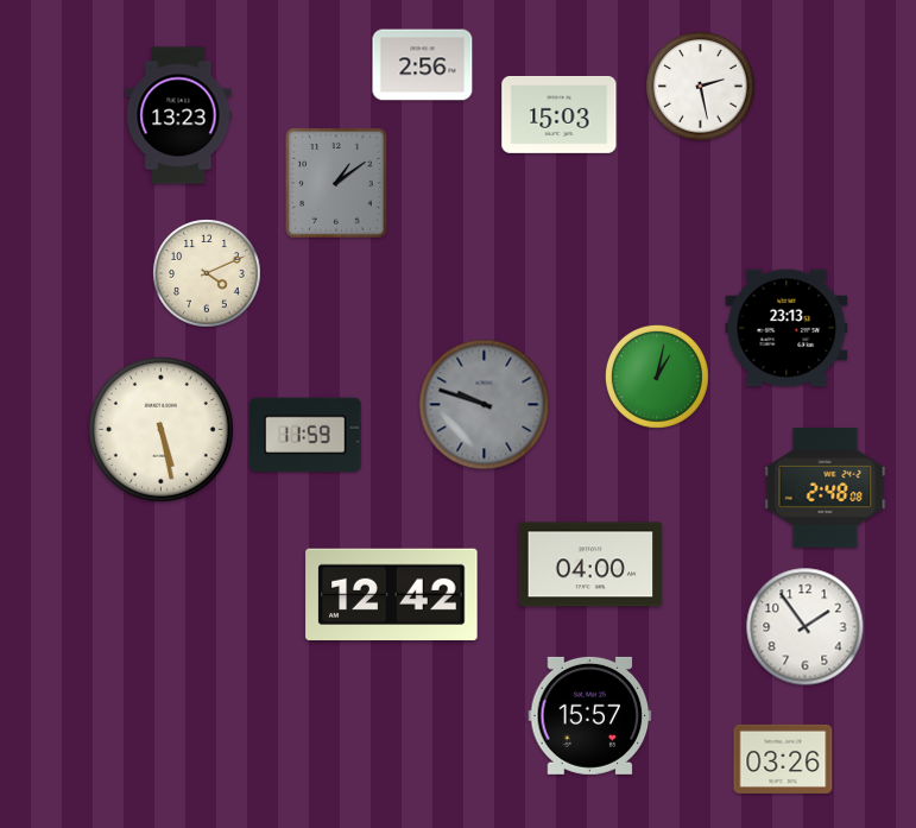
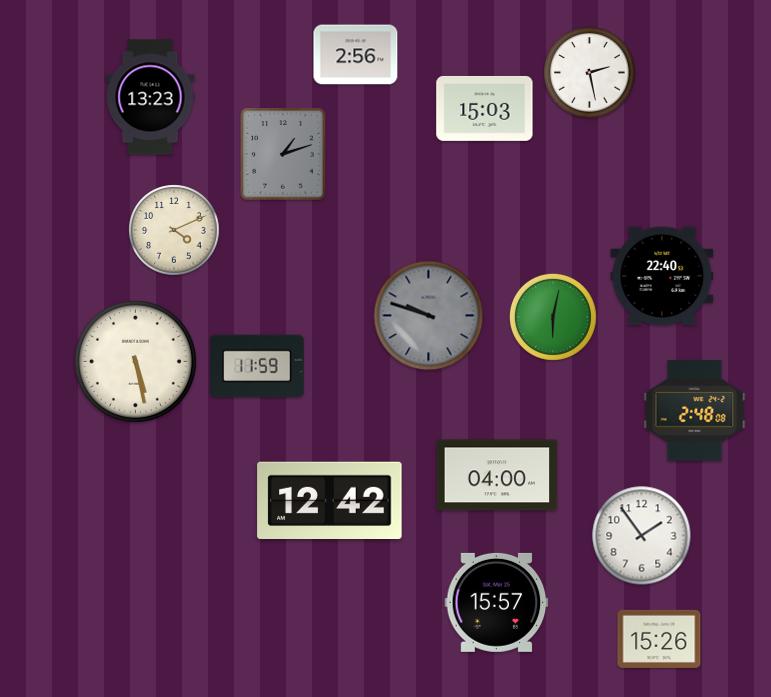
clock at (560, 114) position: (560, 114) -> (485, 108)
clock at (336, 183): 1:09 -> 1:12
clock at (787, 328): 23:13 -> 22:40
clock at (657, 377): 1:02 -> 6:02
clock at (485, 405) position: (485, 405) -> (429, 316)
clock at (806, 627) position: (806, 627) -> (642, 536)
clock at (783, 759): 03:26 -> 15:26
